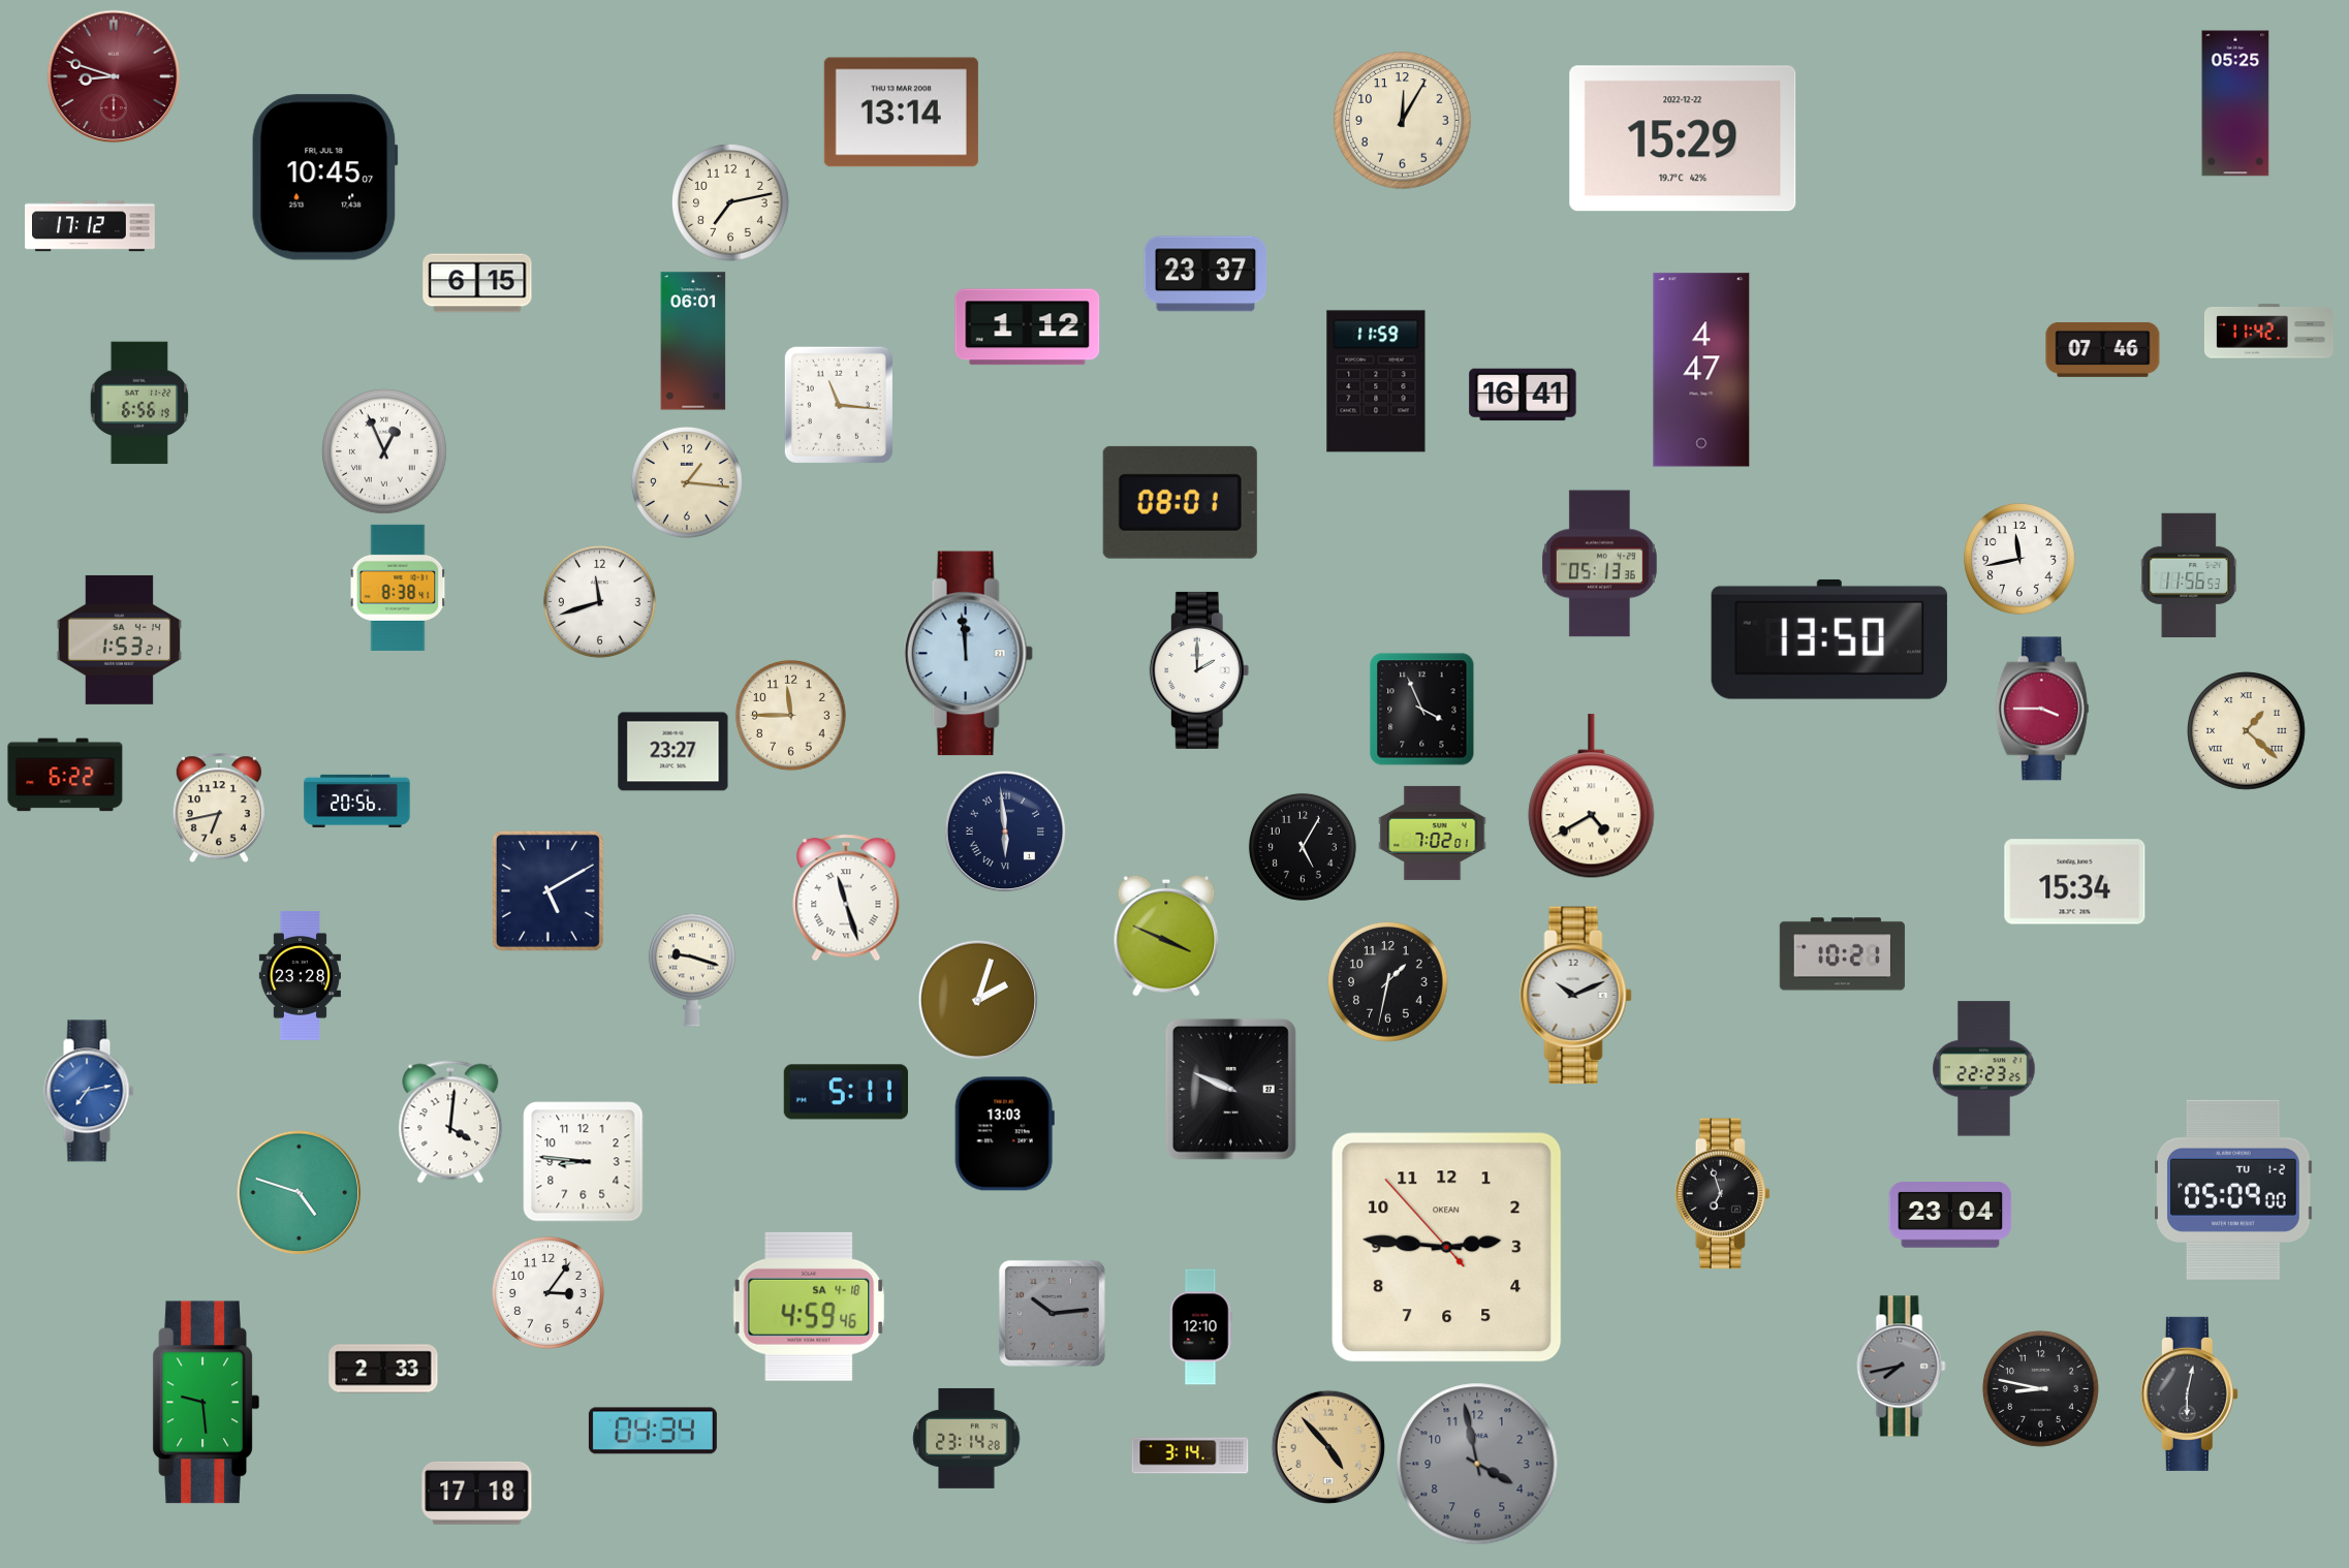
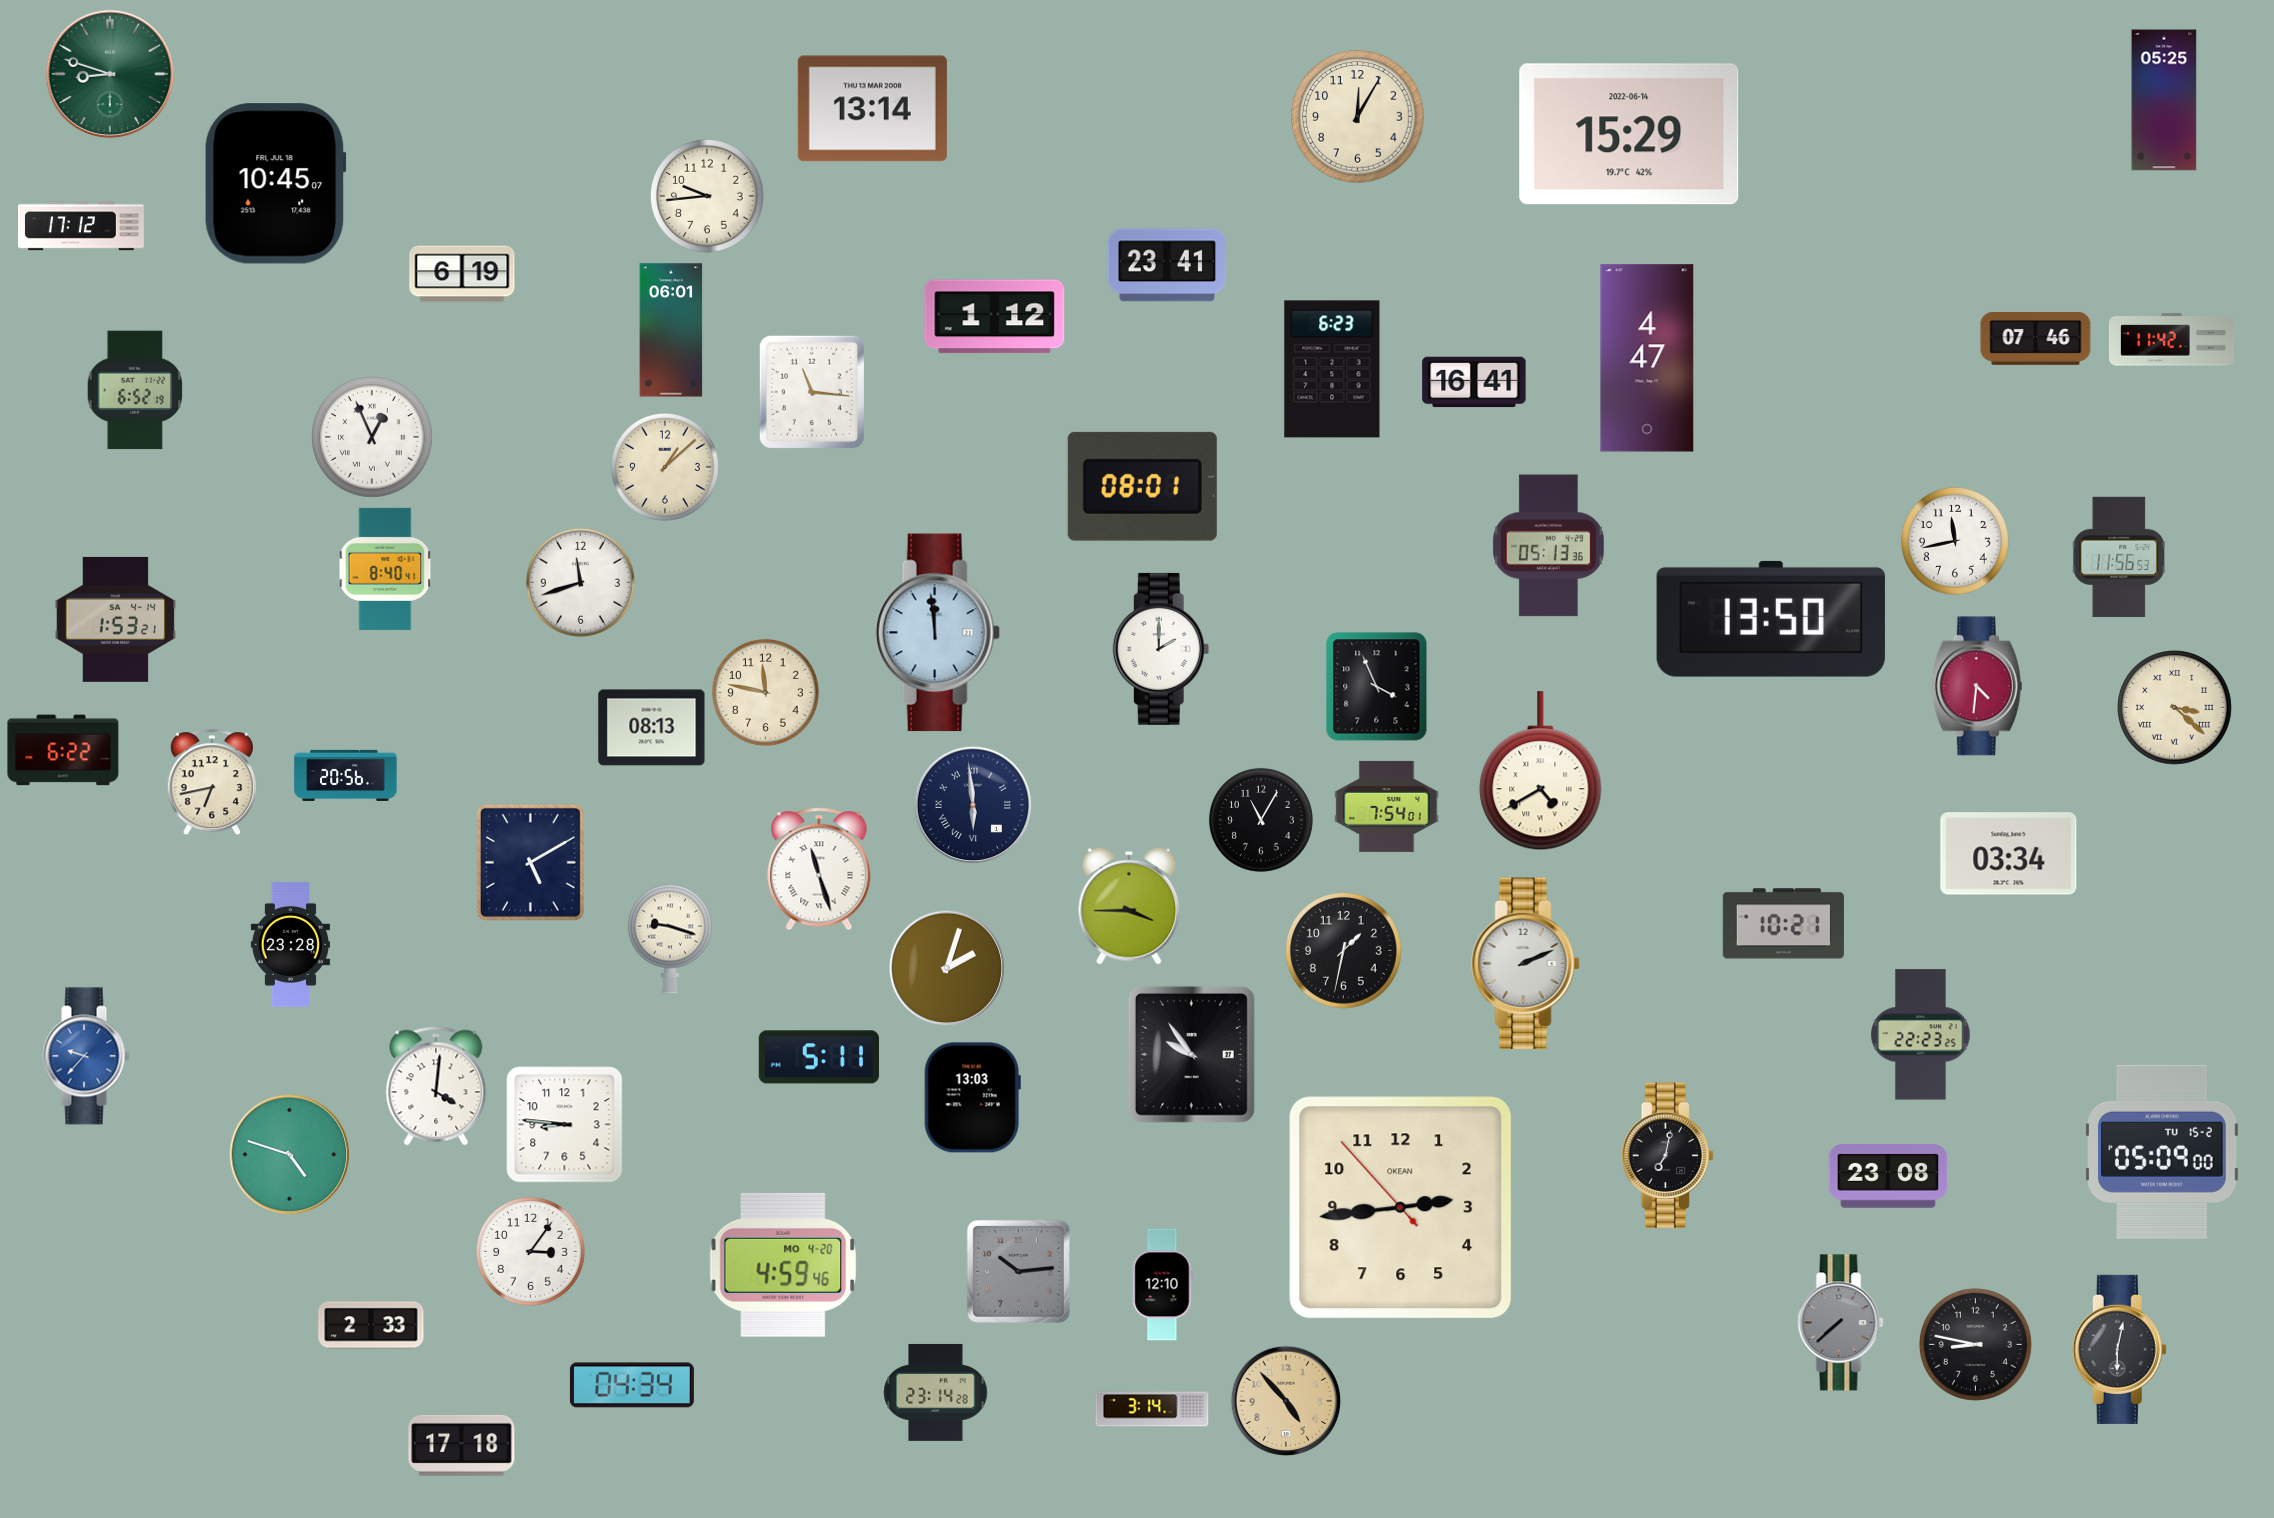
clock at (114, 76) dial: burgundy -> green
clock at (1683, 138) date: 2022-12-22 -> 2022-06-14
clock at (324, 178) position: (324, 178) -> (275, 184)
clock at (731, 203): 7:13 -> 9:44
clock at (91, 226) position: (91, 226) -> (82, 226)
clock at (1205, 274): 23:37 -> 23:41
clock at (477, 283): 6:15 -> 6:19
clock at (2268, 332) position: (2268, 332) -> (2171, 340)
clock at (1376, 381): 11:59 -> 6:23
clock at (139, 403): 6:56 -> 6:52
clock at (687, 482): 1:16 -> 1:08
clock at (398, 588): 8:38 -> 8:40
clock at (2042, 709): 3:45 -> 4:31
clock at (790, 715): 11:45 -> 11:47
clock at (2247, 731): 1:22 -> 3:22
clock at (674, 752): 23:27 -> 08:13
clock at (1433, 833): 7:02 -> 7:54
clock at (1303, 847): 5:05 -> 11:05
clock at (2075, 882): 15:34 -> 03:34
clock at (1166, 936): 3:49 -> 3:45
clock at (1576, 996): 10:11 -> 2:11
clock at (1230, 1089): 9:49 -> 9:54
clock at (89, 1091): 7:13 -> 9:37
clock at (2233, 1190) date: TU 1-2 -> TU 15-2
clock at (1722, 1194): 6:57 -> 7:02
clock at (1950, 1215): 23:04 -> 23:08
clock at (1447, 1248): 2:45 -> 2:43
clock at (809, 1307) date: SA 4-18 -> MO 4-20
clock at (1902, 1367): 7:43 -> 7:38
clock at (206, 1403): 9:29 -> none
clock at (1477, 1464): 3:58 -> none
